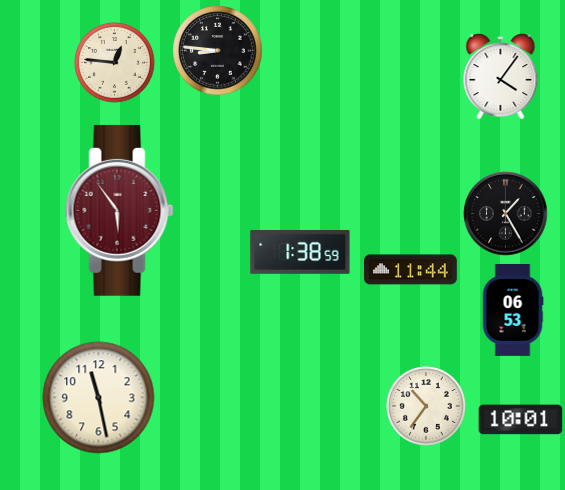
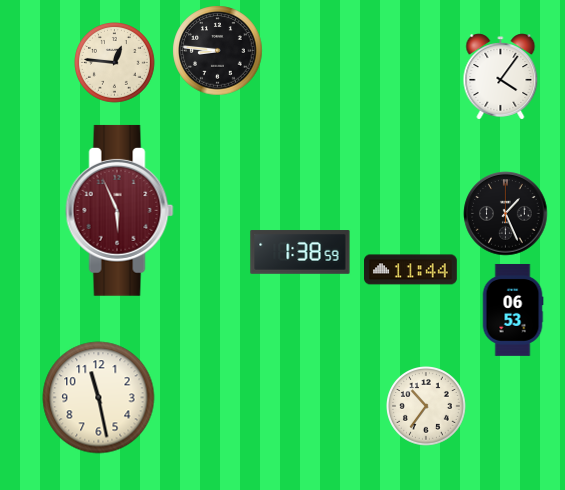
clock at (120, 210): 5:54 -> 5:56
clock at (506, 214): 1:25 -> 1:26
clock at (521, 420): 10:01 -> none
